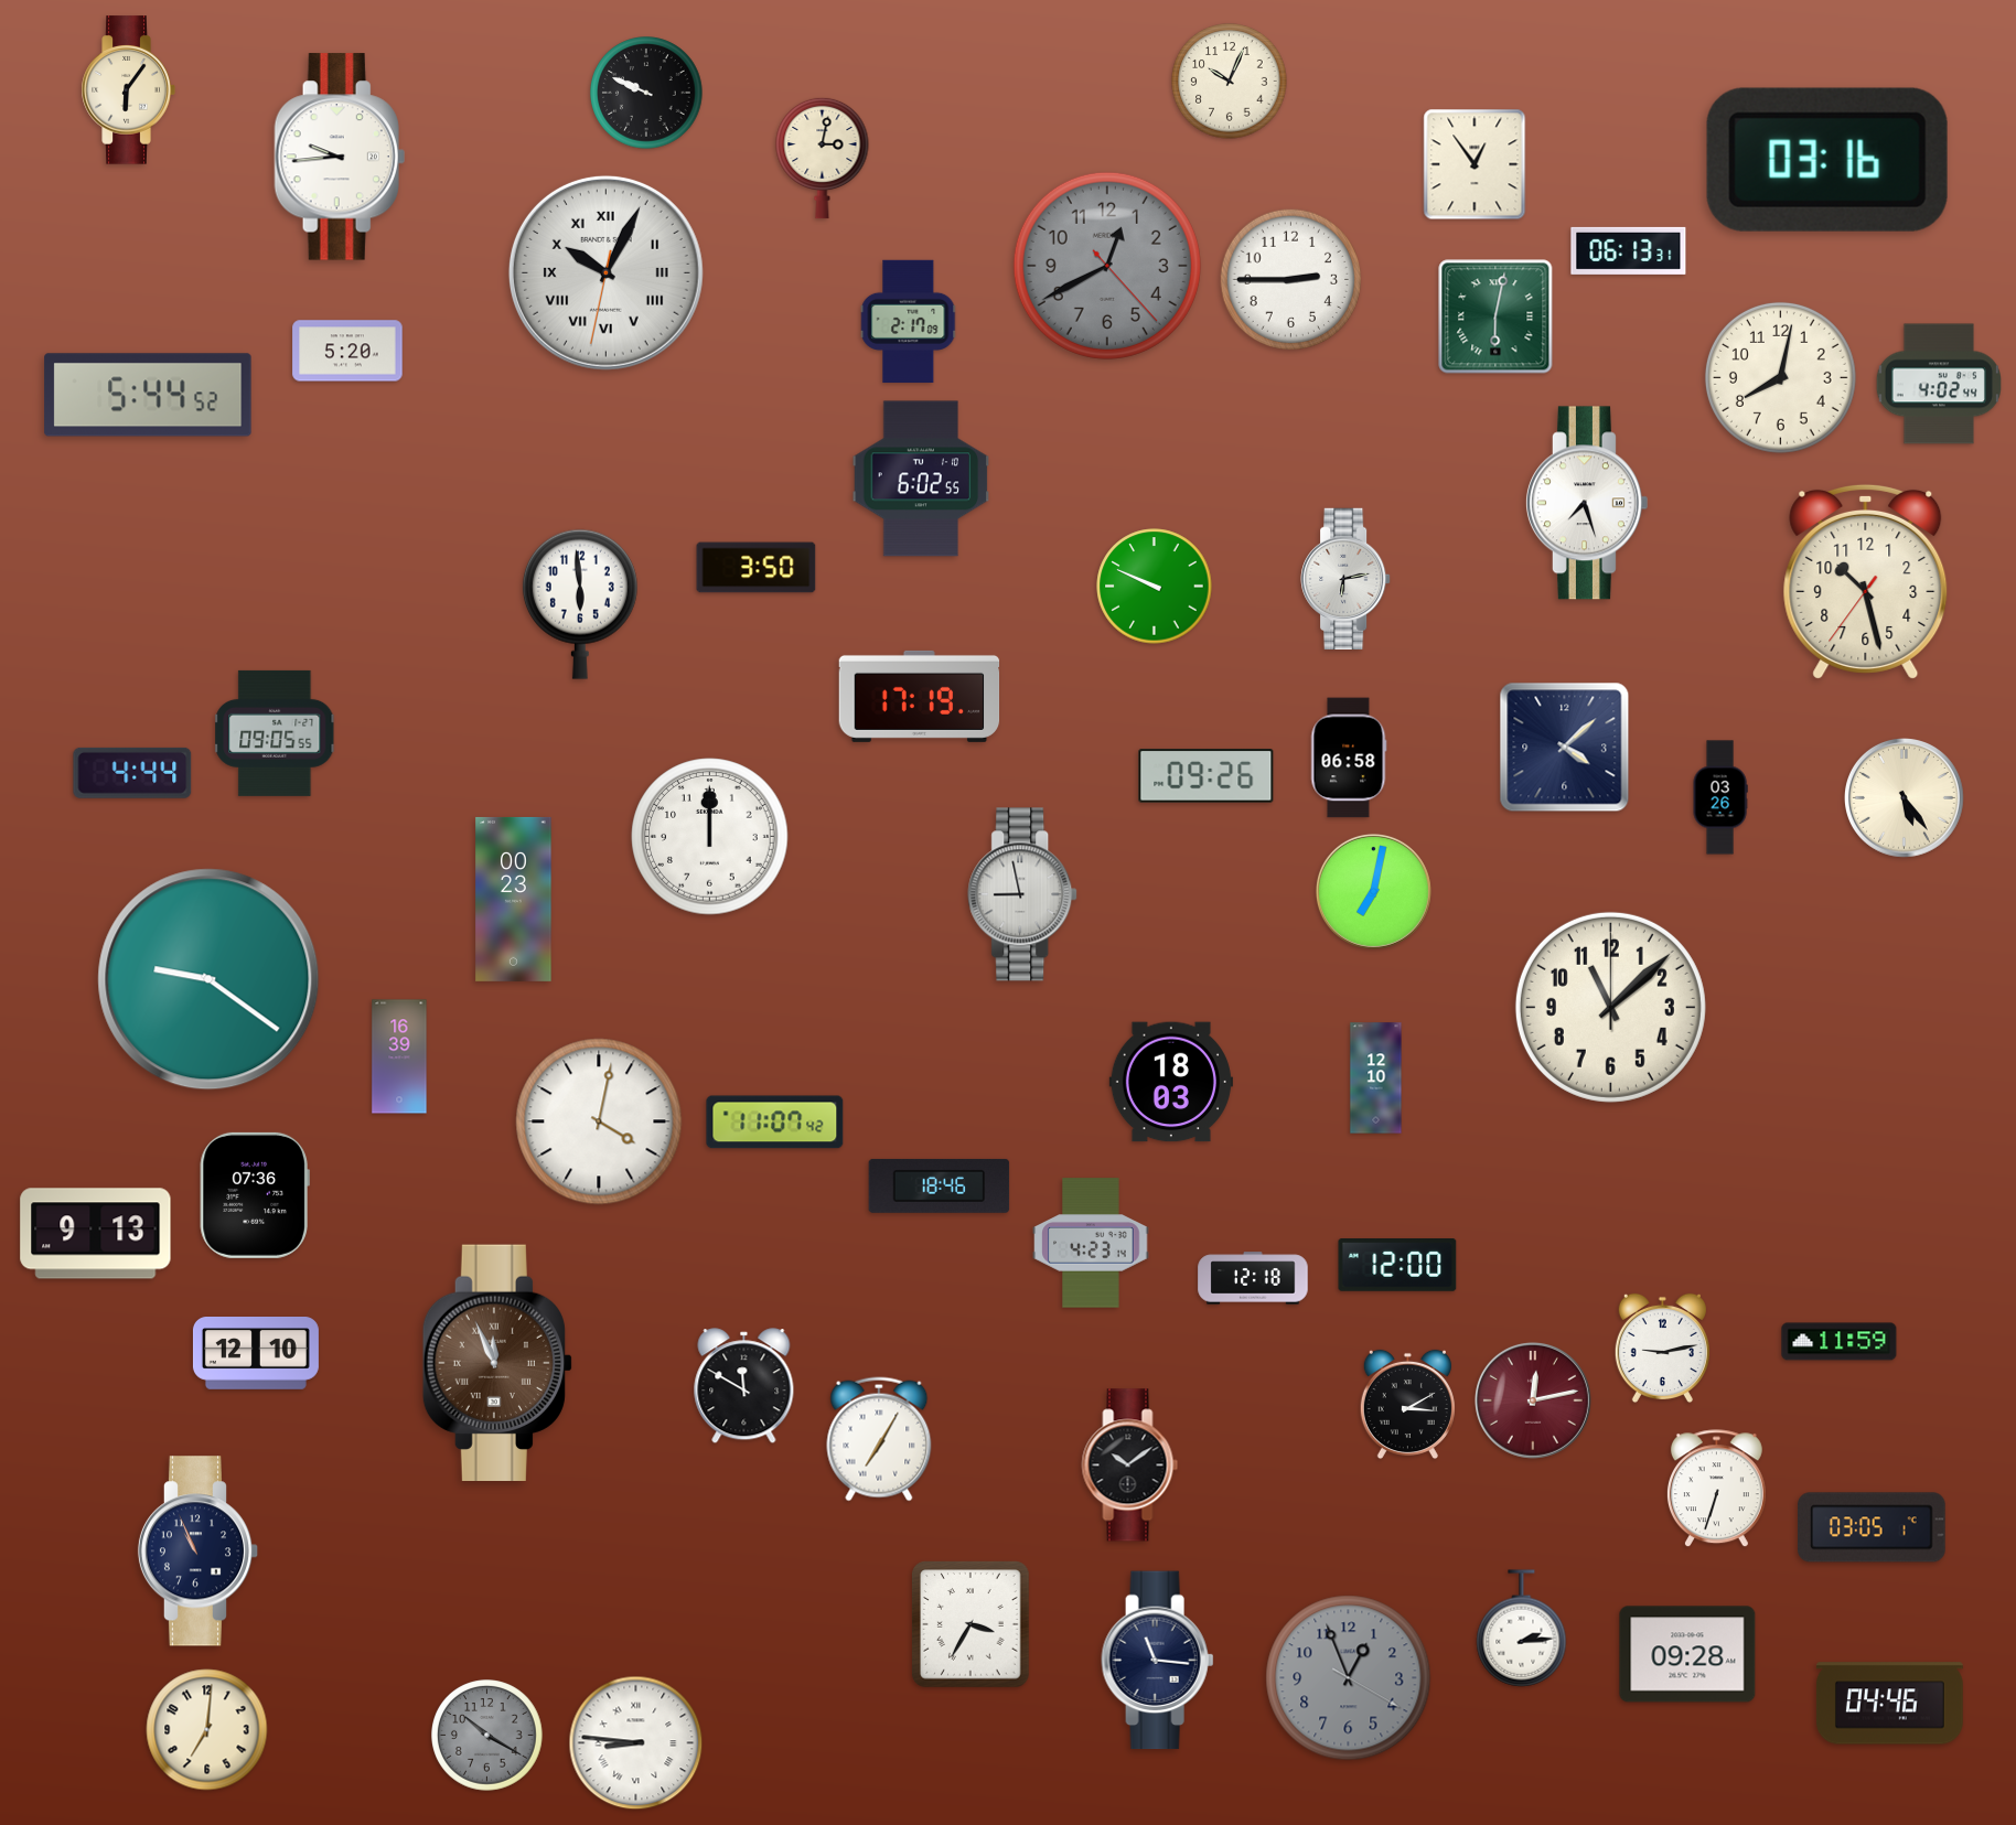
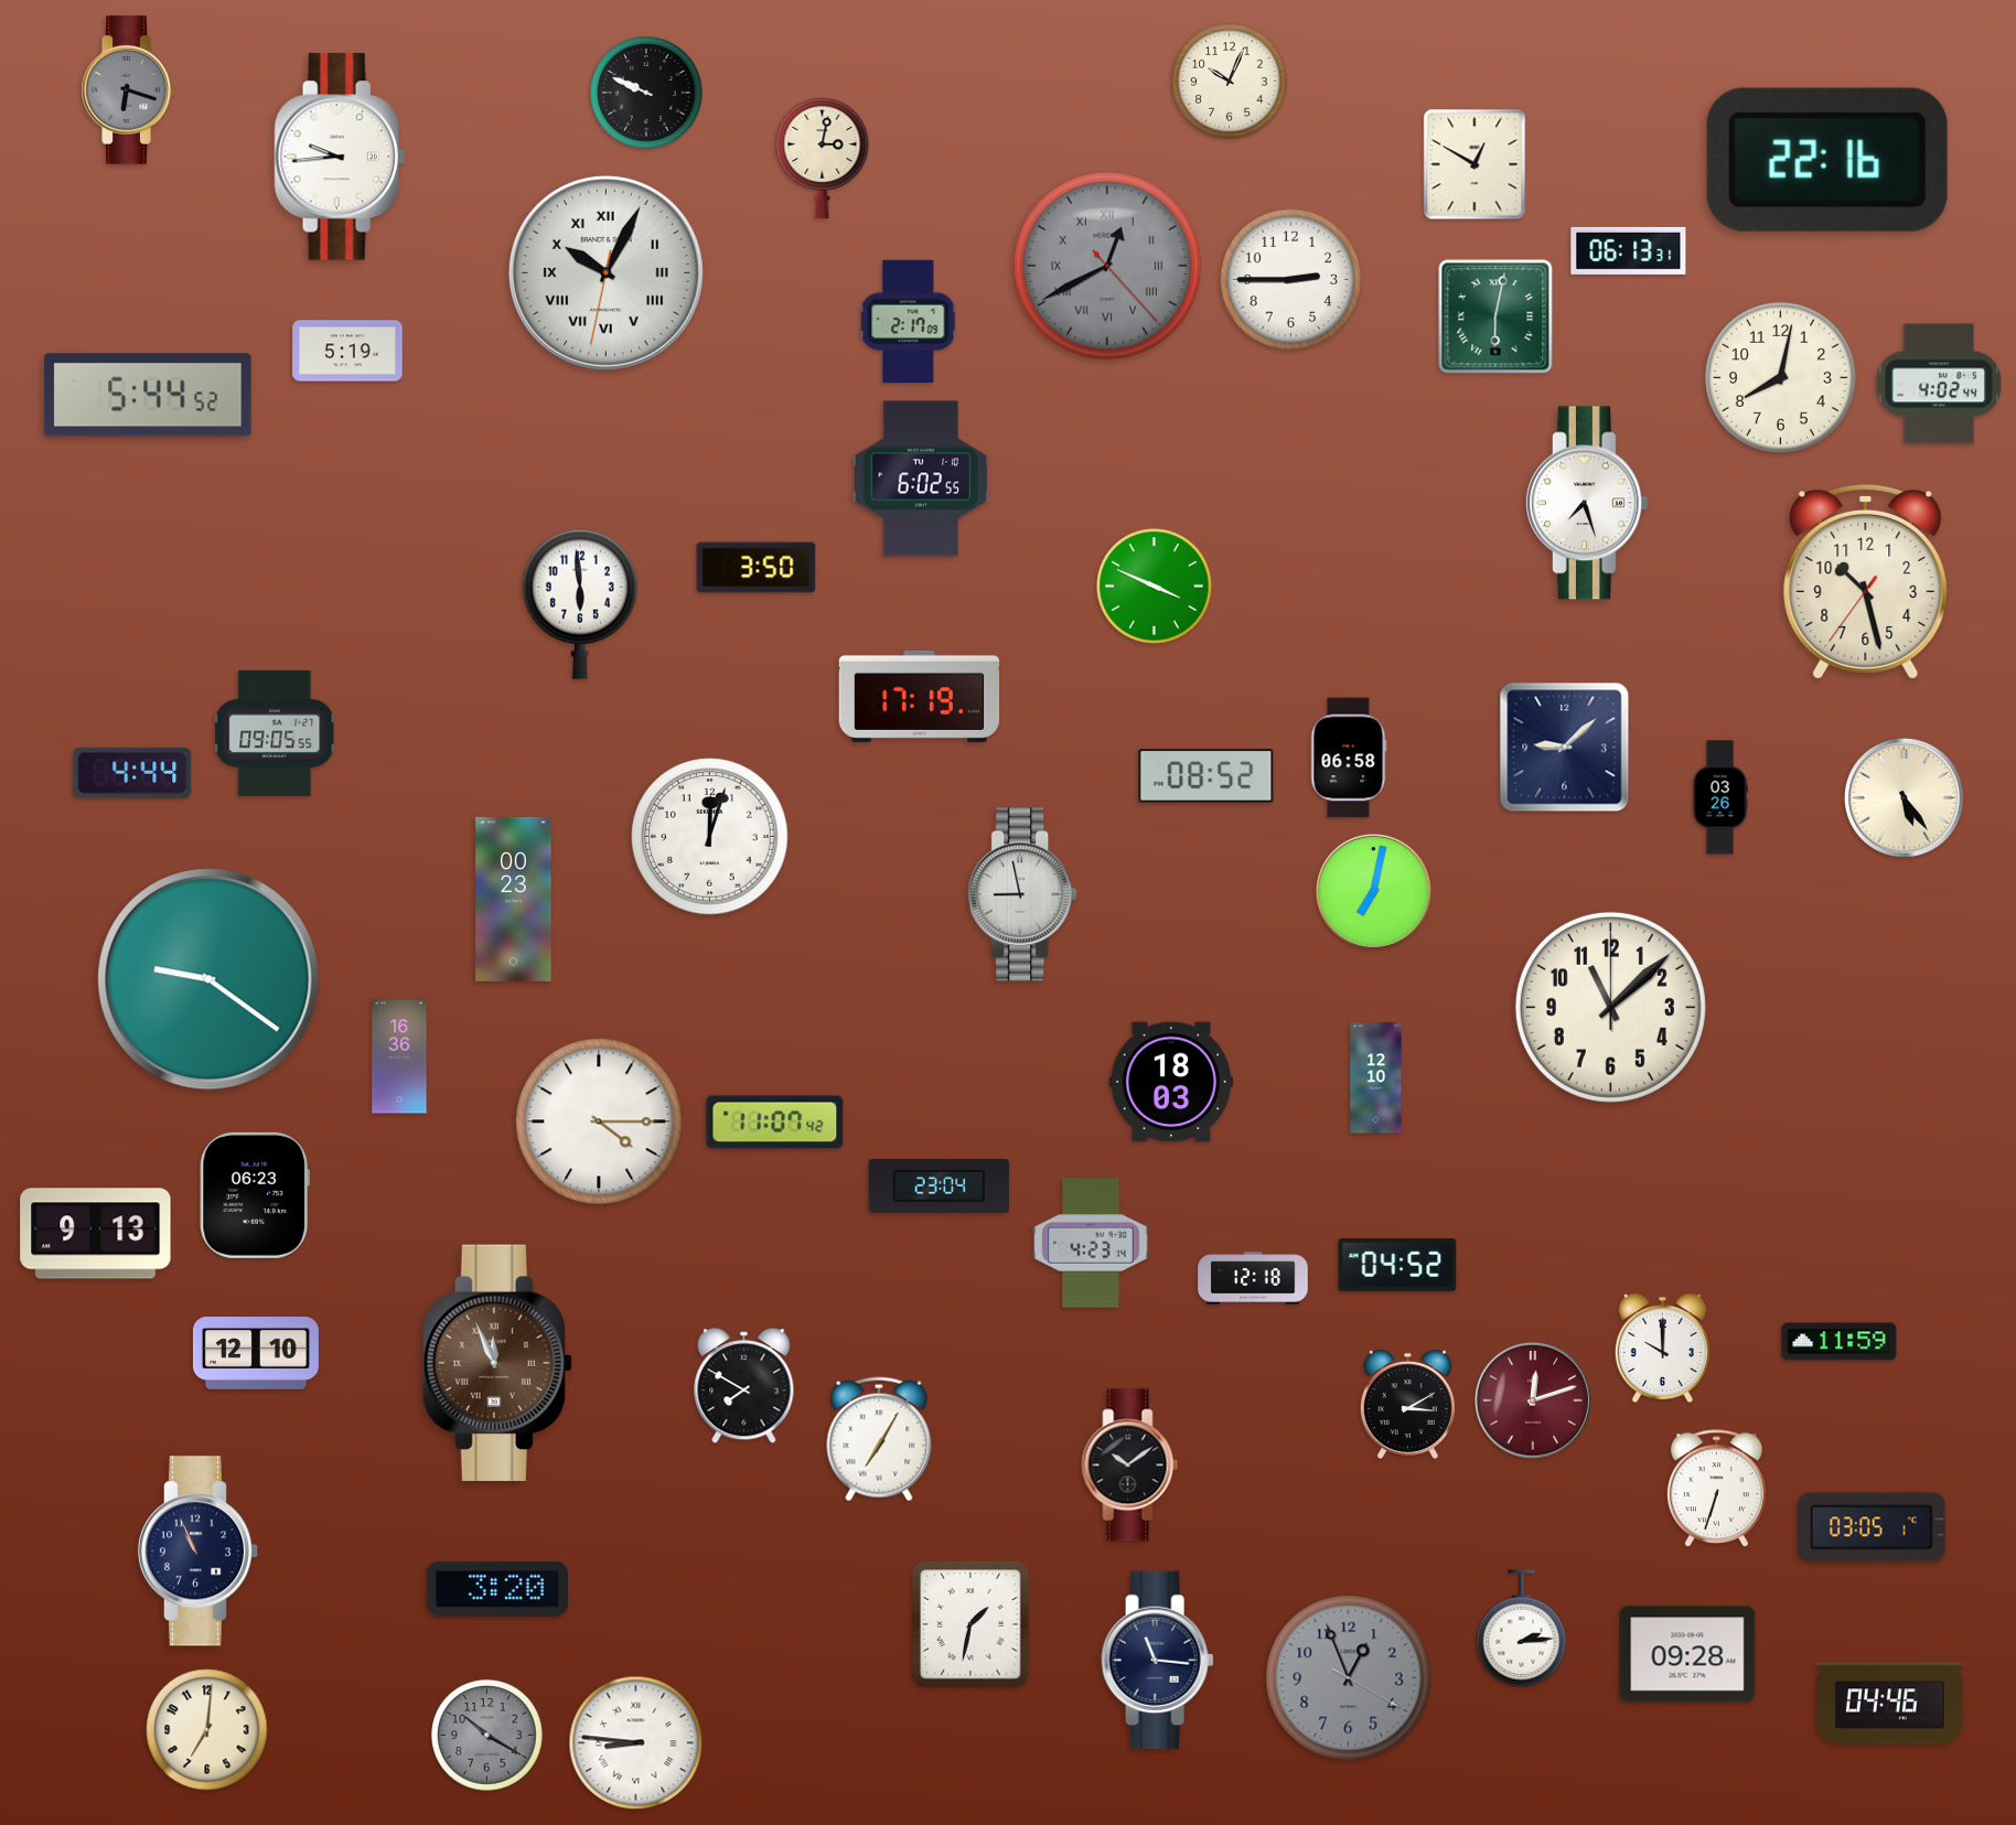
clock at (128, 90): 6:06 -> 6:18
clock at (128, 90) dial: cream -> grey
clock at (1827, 160): 03:16 -> 22:16
clock at (1475, 164): 12:54 -> 12:50
clock at (1107, 266) numerals: Arabic -> Roman
clock at (347, 351): 5:20 -> 5:19
clock at (1345, 579): 6:13 -> none
clock at (1155, 587): 9:49 -> 3:49
clock at (1565, 748): 4:08 -> 9:08
clock at (1207, 776): 09:26 -> 08:52
clock at (710, 837): 12:00 -> 12:03
clock at (399, 1056): 16:39 -> 16:36
clock at (599, 1121): 4:02 -> 4:15
clock at (940, 1185): 18:46 -> 23:04
clock at (255, 1195): 07:36 -> 06:23
clock at (1397, 1266): 12:00 -> 04:52
clock at (1662, 1349): 9:13 -> 10:00
clock at (744, 1386): 11:50 -> 7:50
clock at (1533, 1400): 12:13 -> 12:12
clock at (497, 1589): none -> 3:20
clock at (971, 1624): 3:35 -> 1:32
